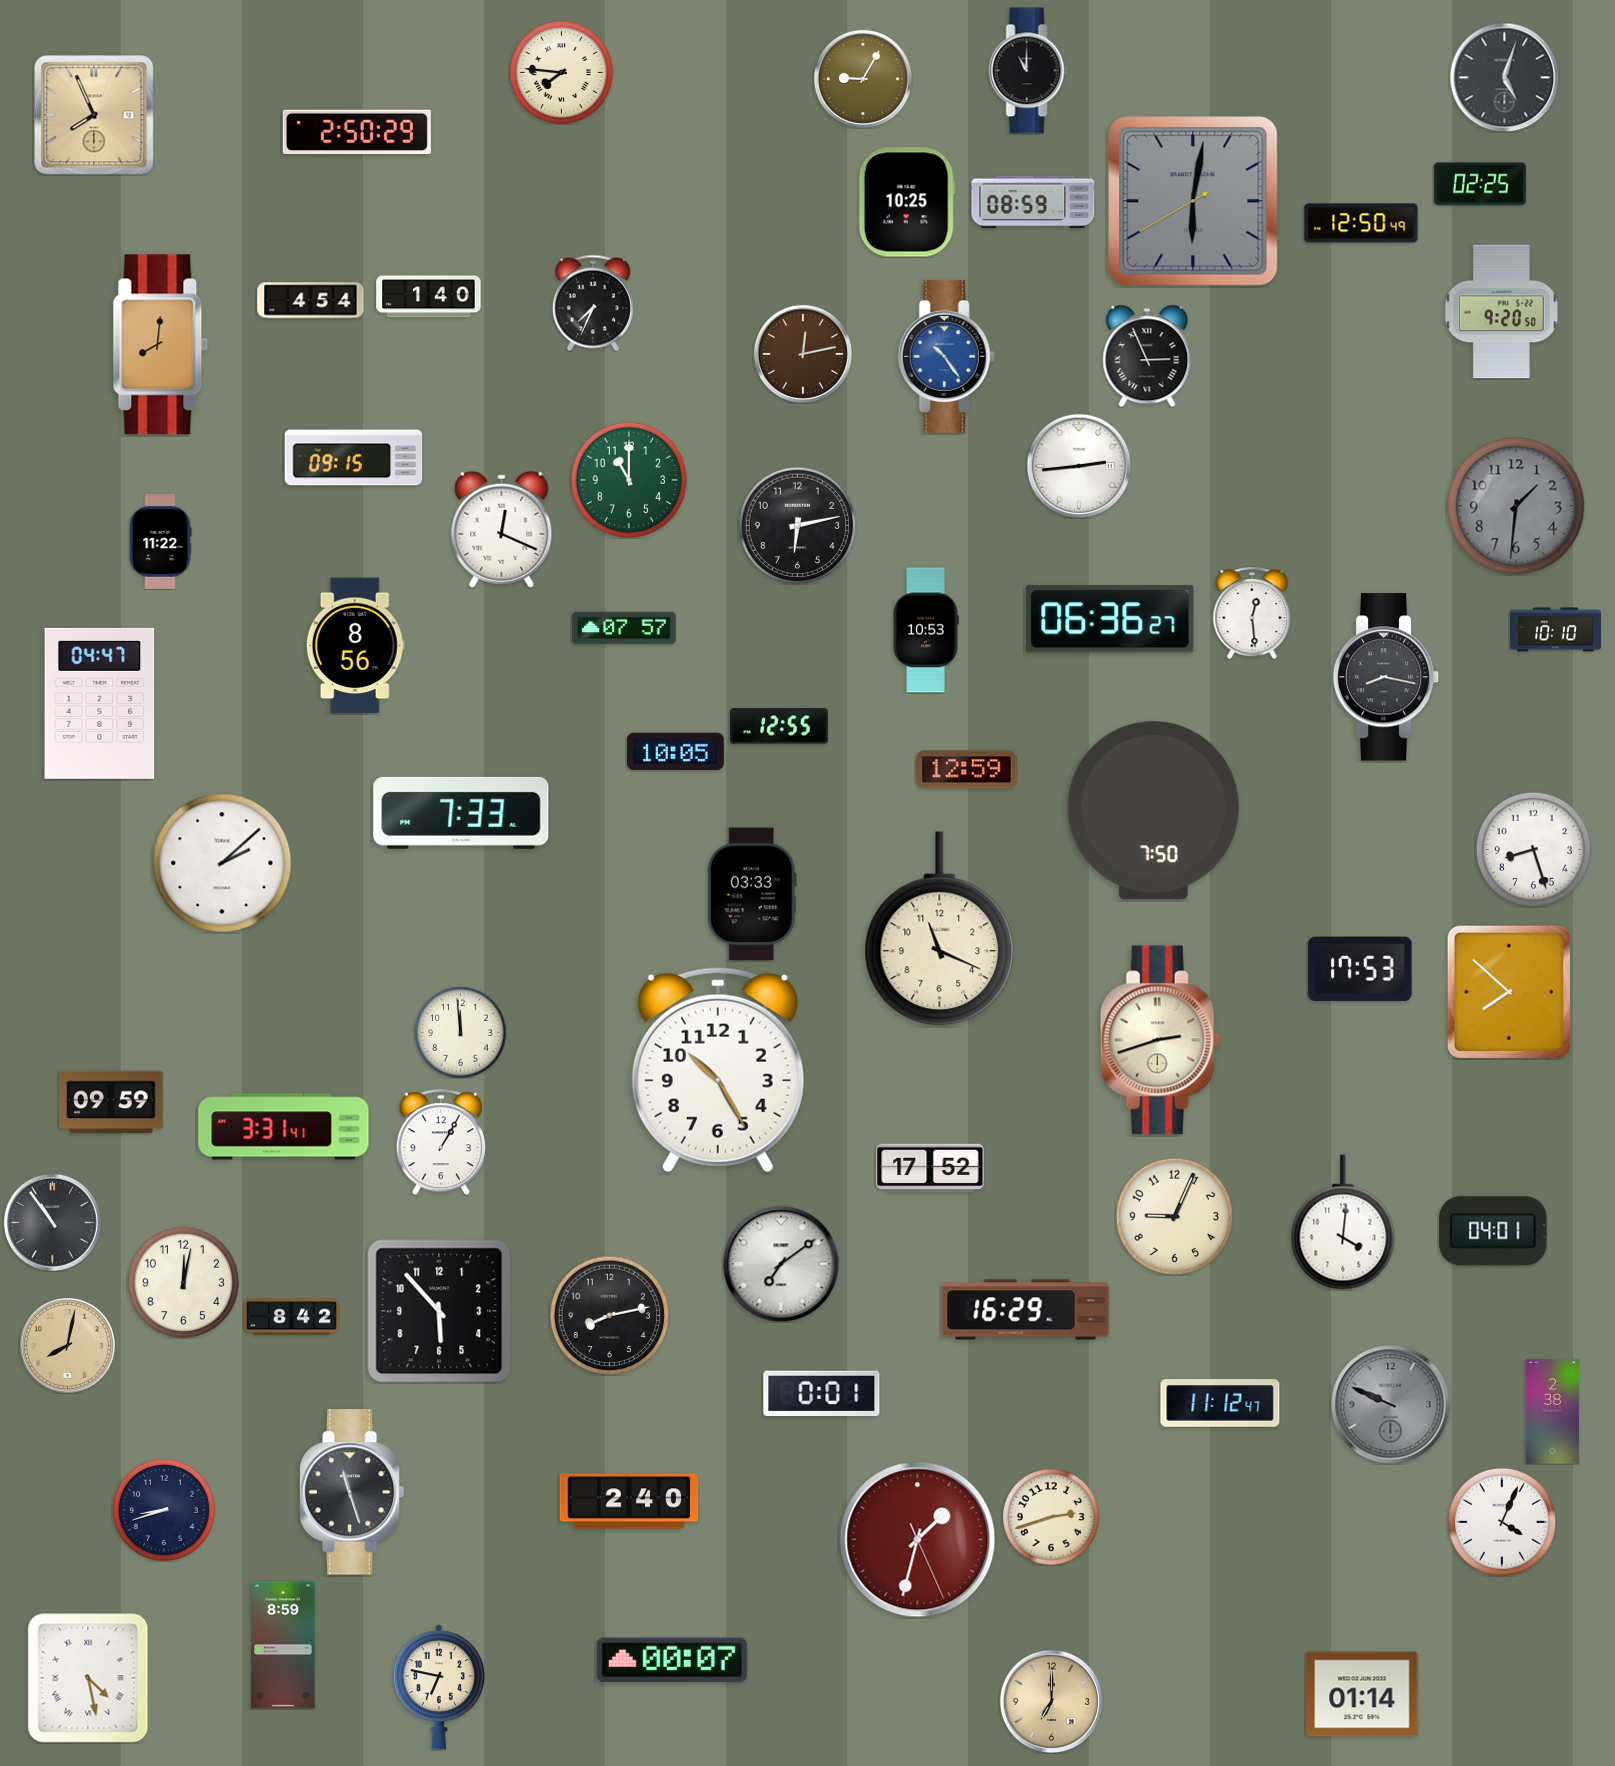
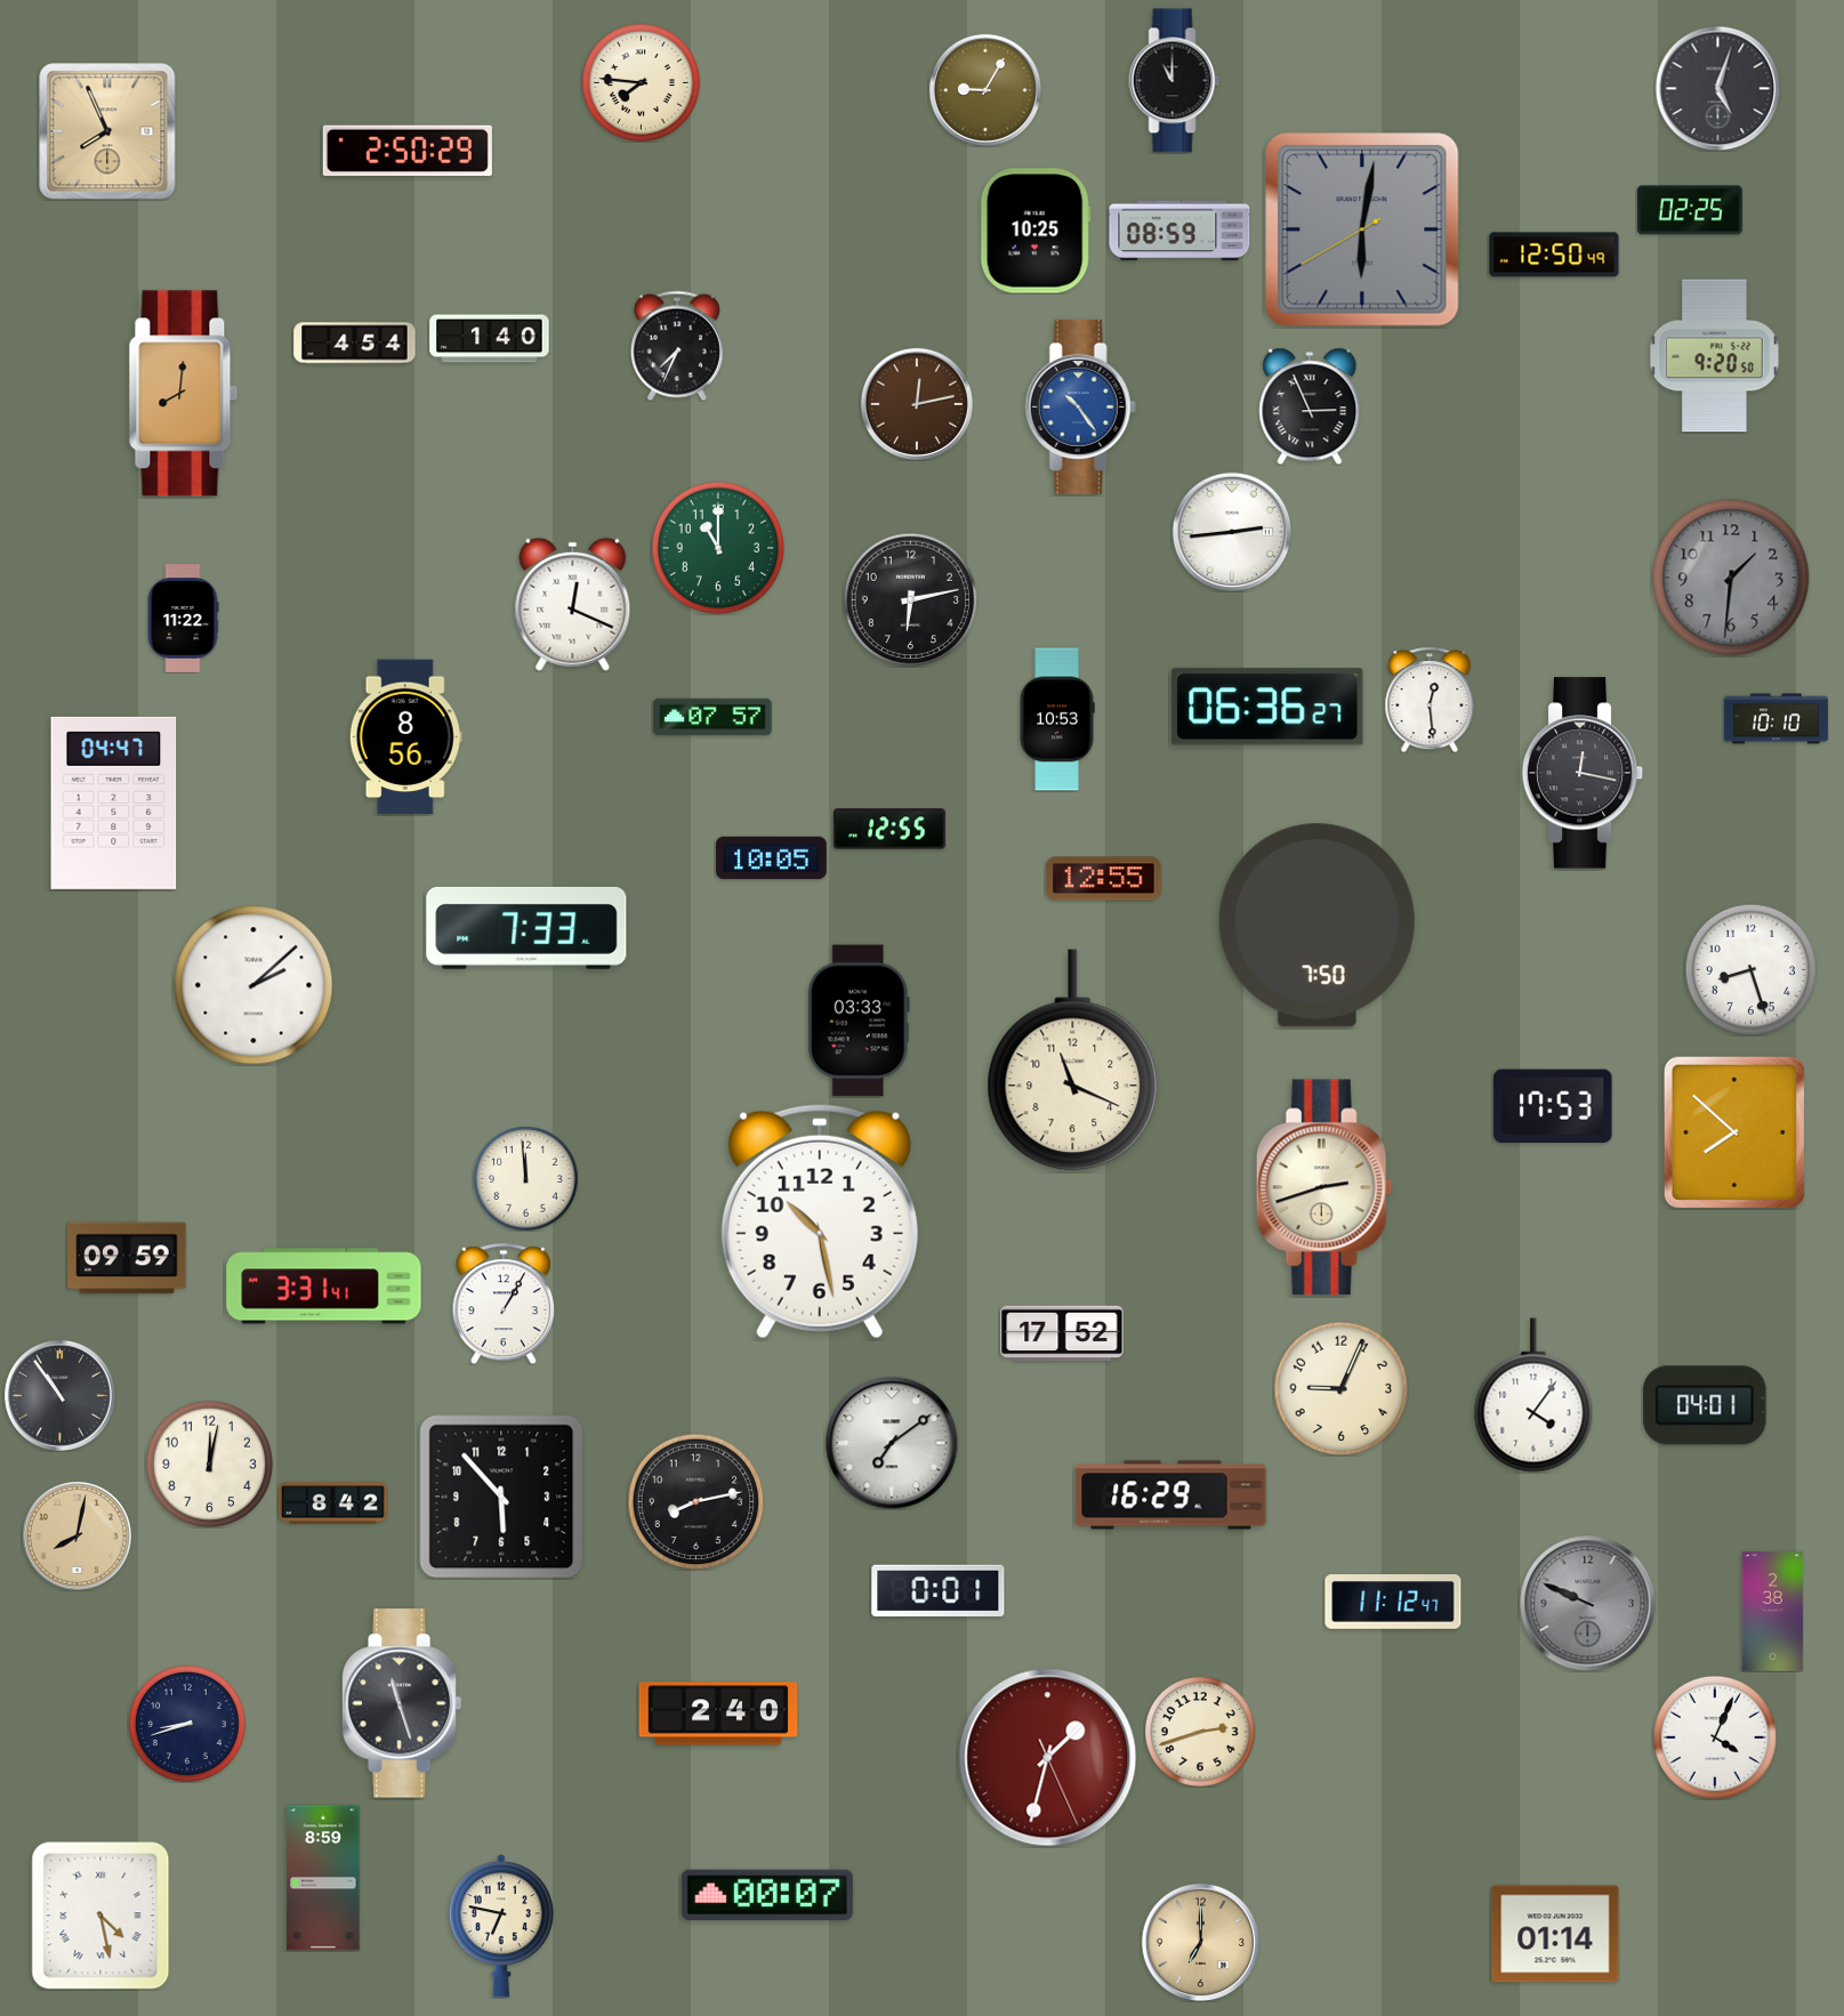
clock at (354, 458): 09:15 -> none
clock at (1386, 677): 8:17 -> 12:17
clock at (967, 770): 12:59 -> 12:55
clock at (1509, 992) position: (1509, 992) -> (1734, 1132)
clock at (718, 1070): 10:25 -> 10:28
clock at (1343, 1222): 4:01 -> 4:06
